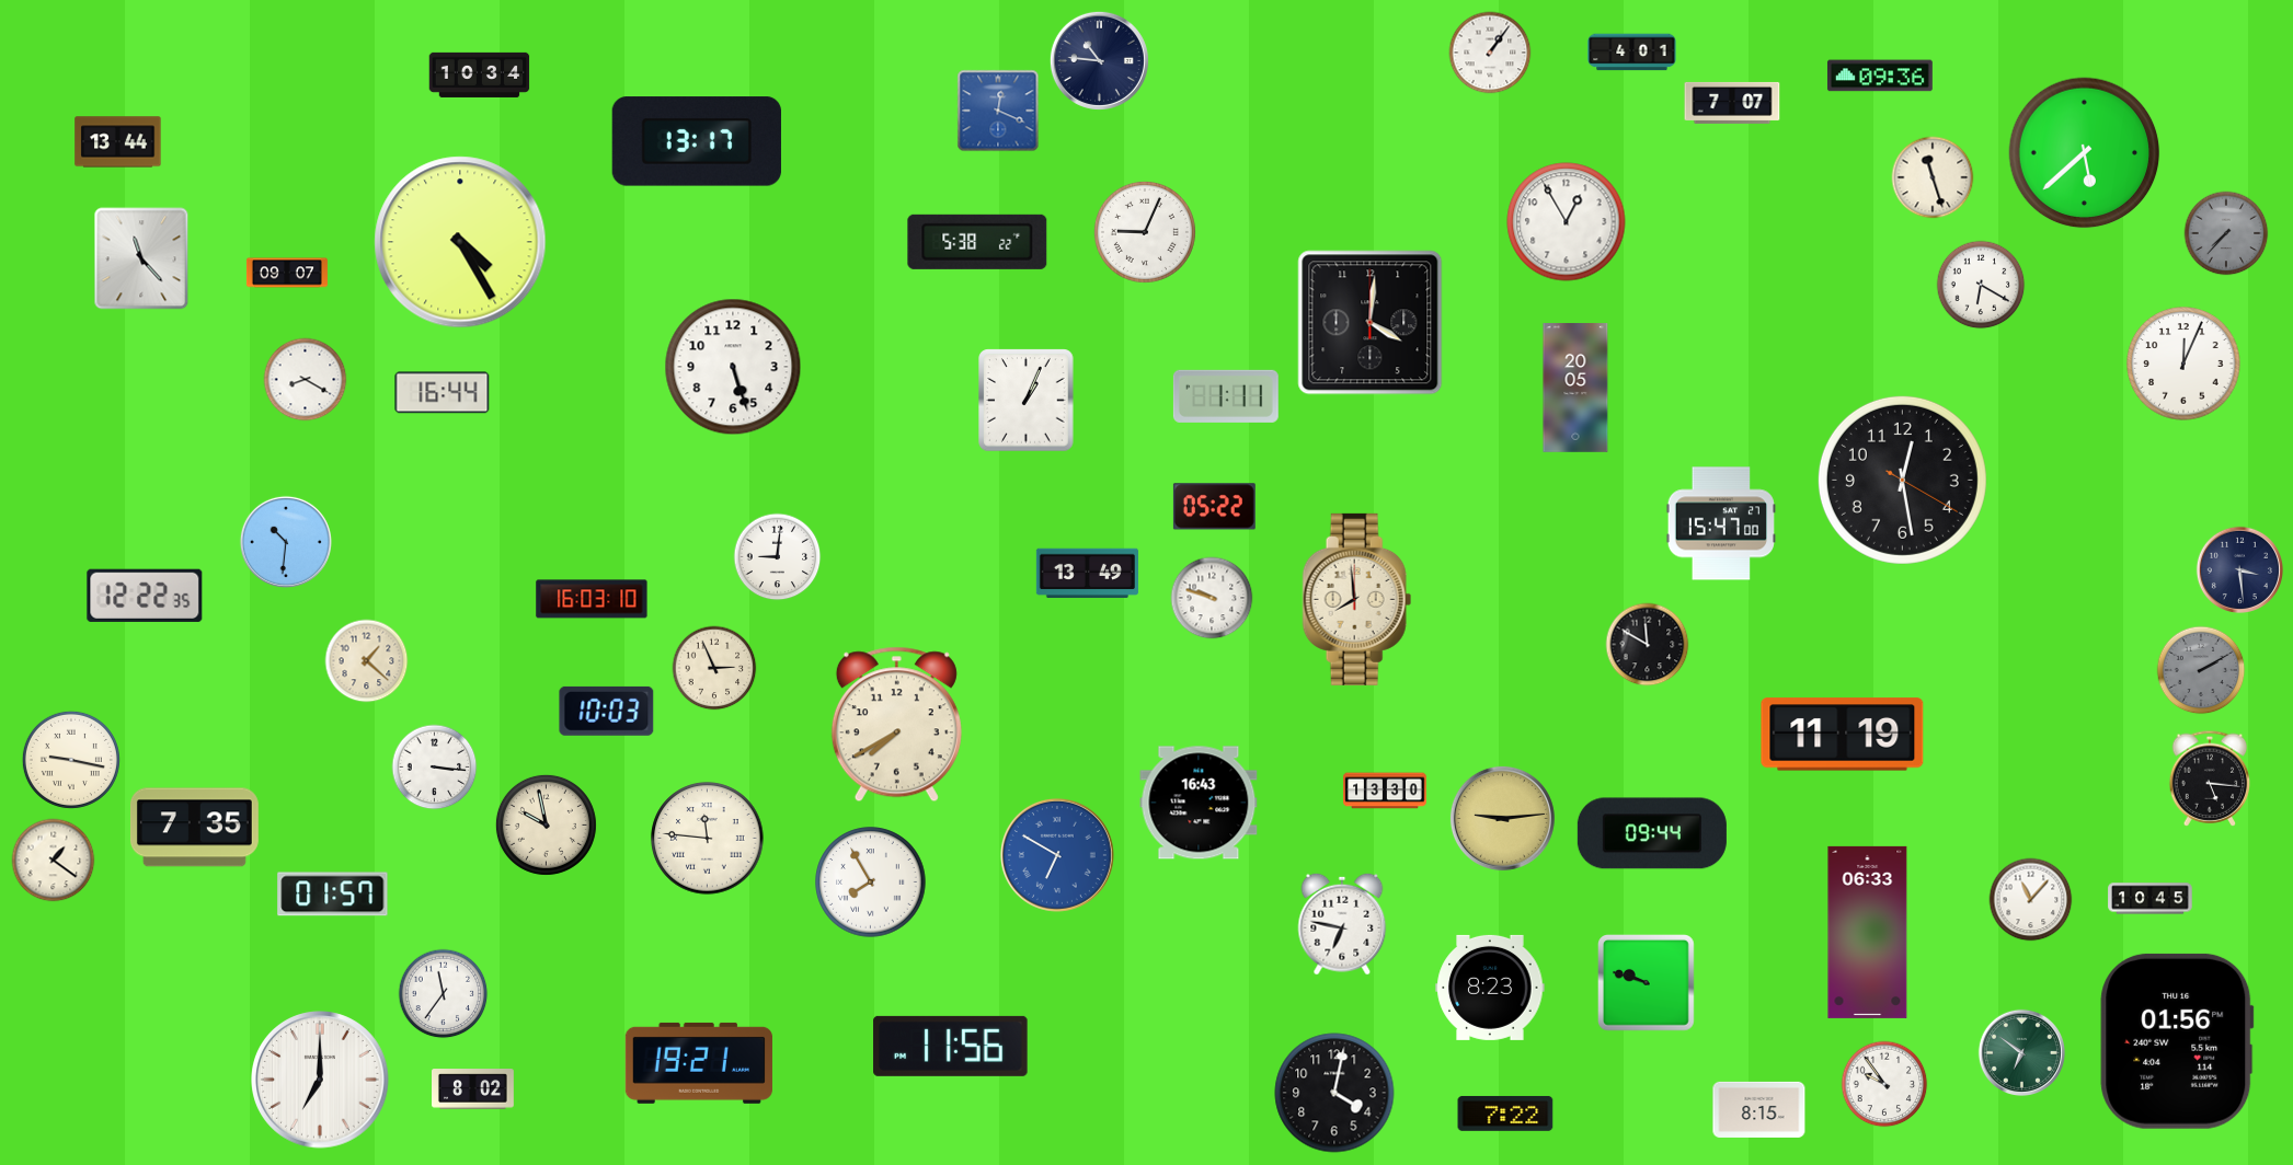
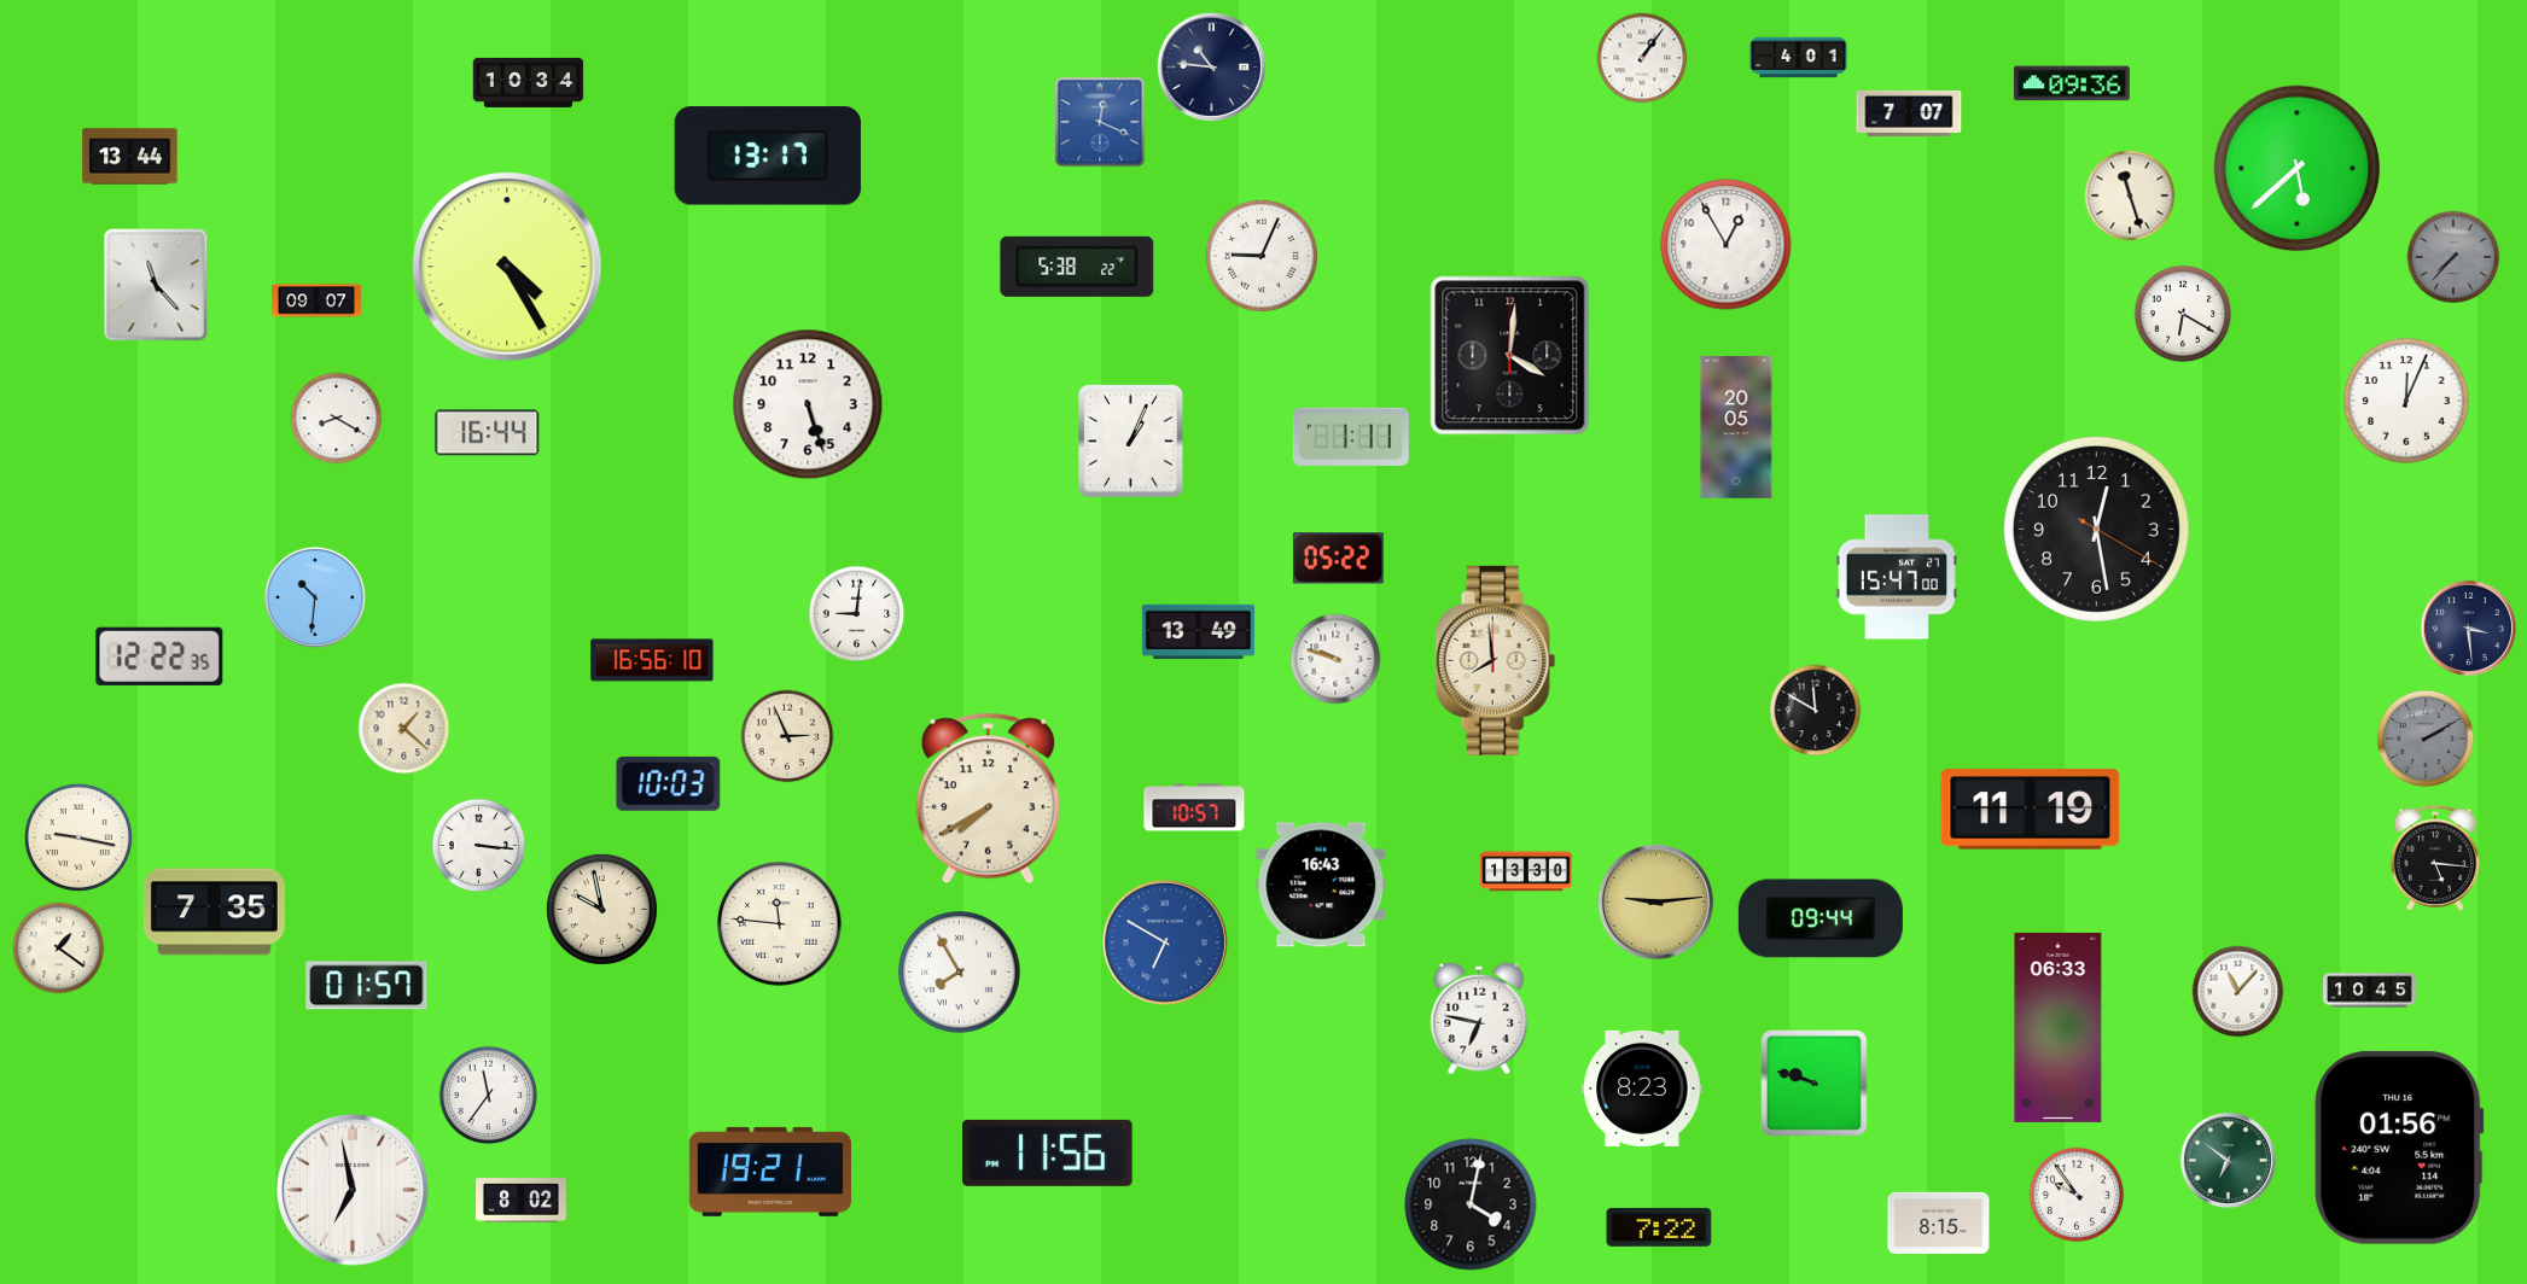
clock at (592, 599): 16:03 -> 16:56
clock at (1194, 807): none -> 10:57
clock at (320, 1080): 7:00 -> 6:58
